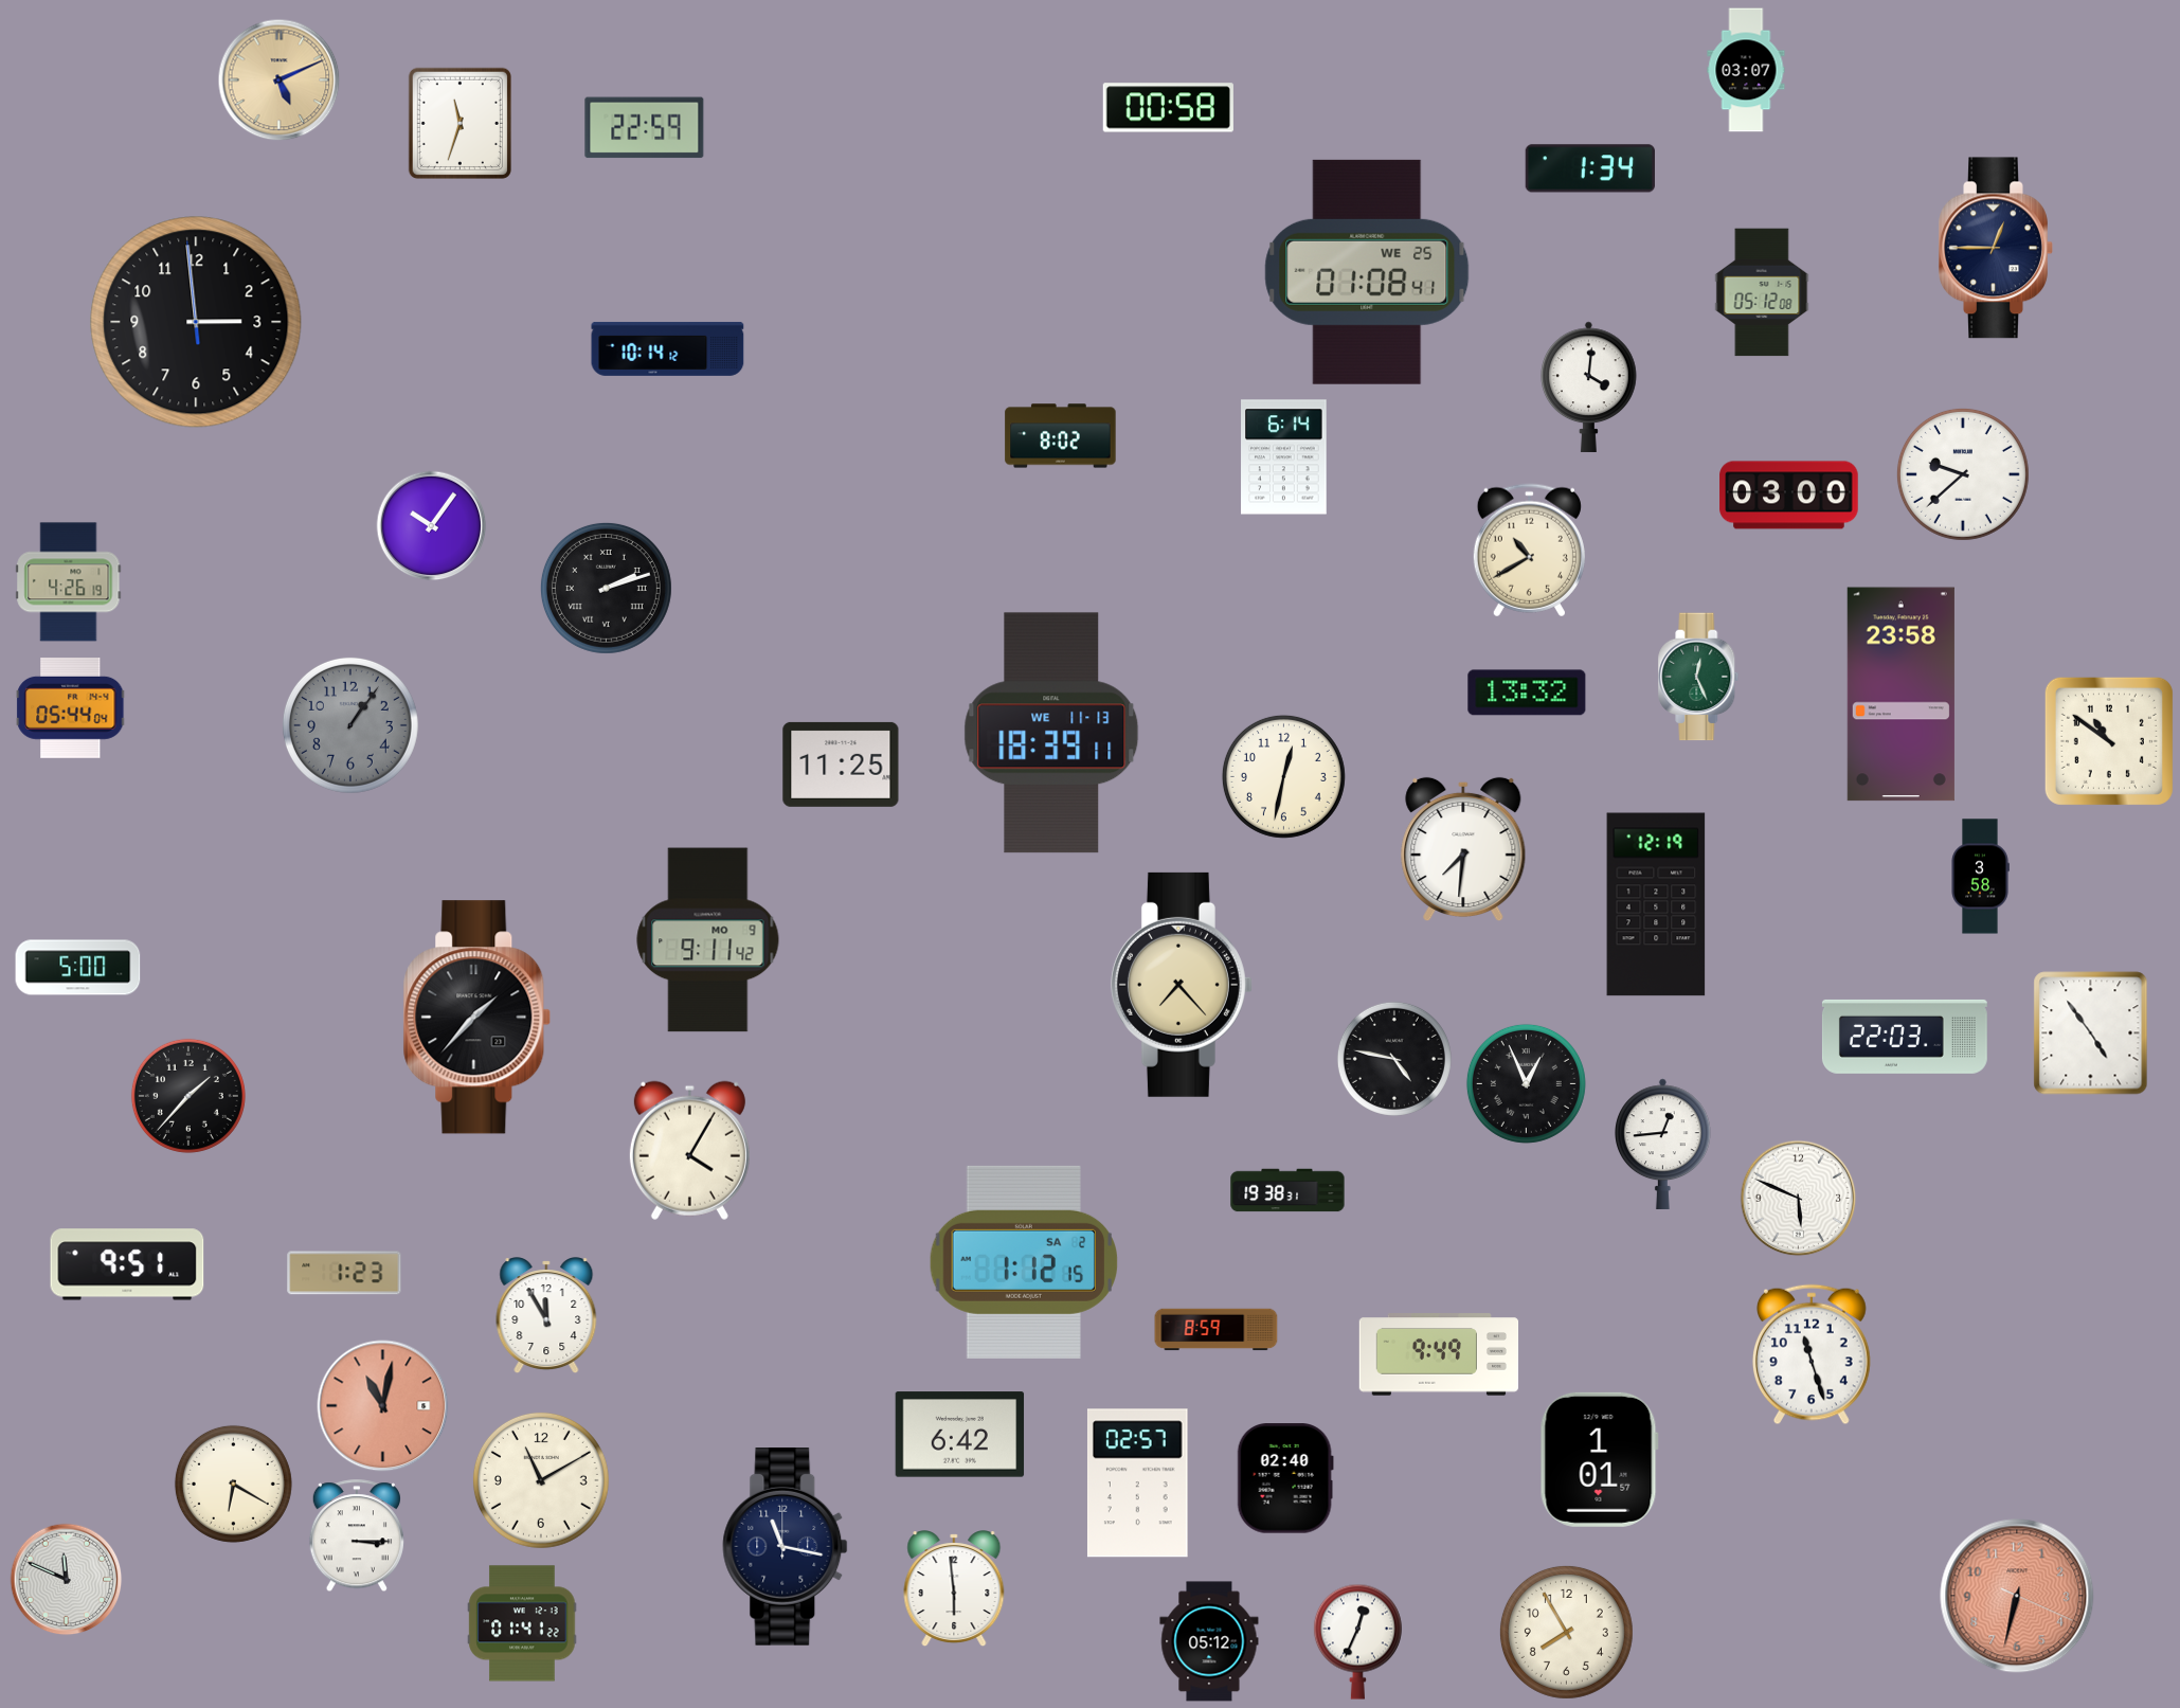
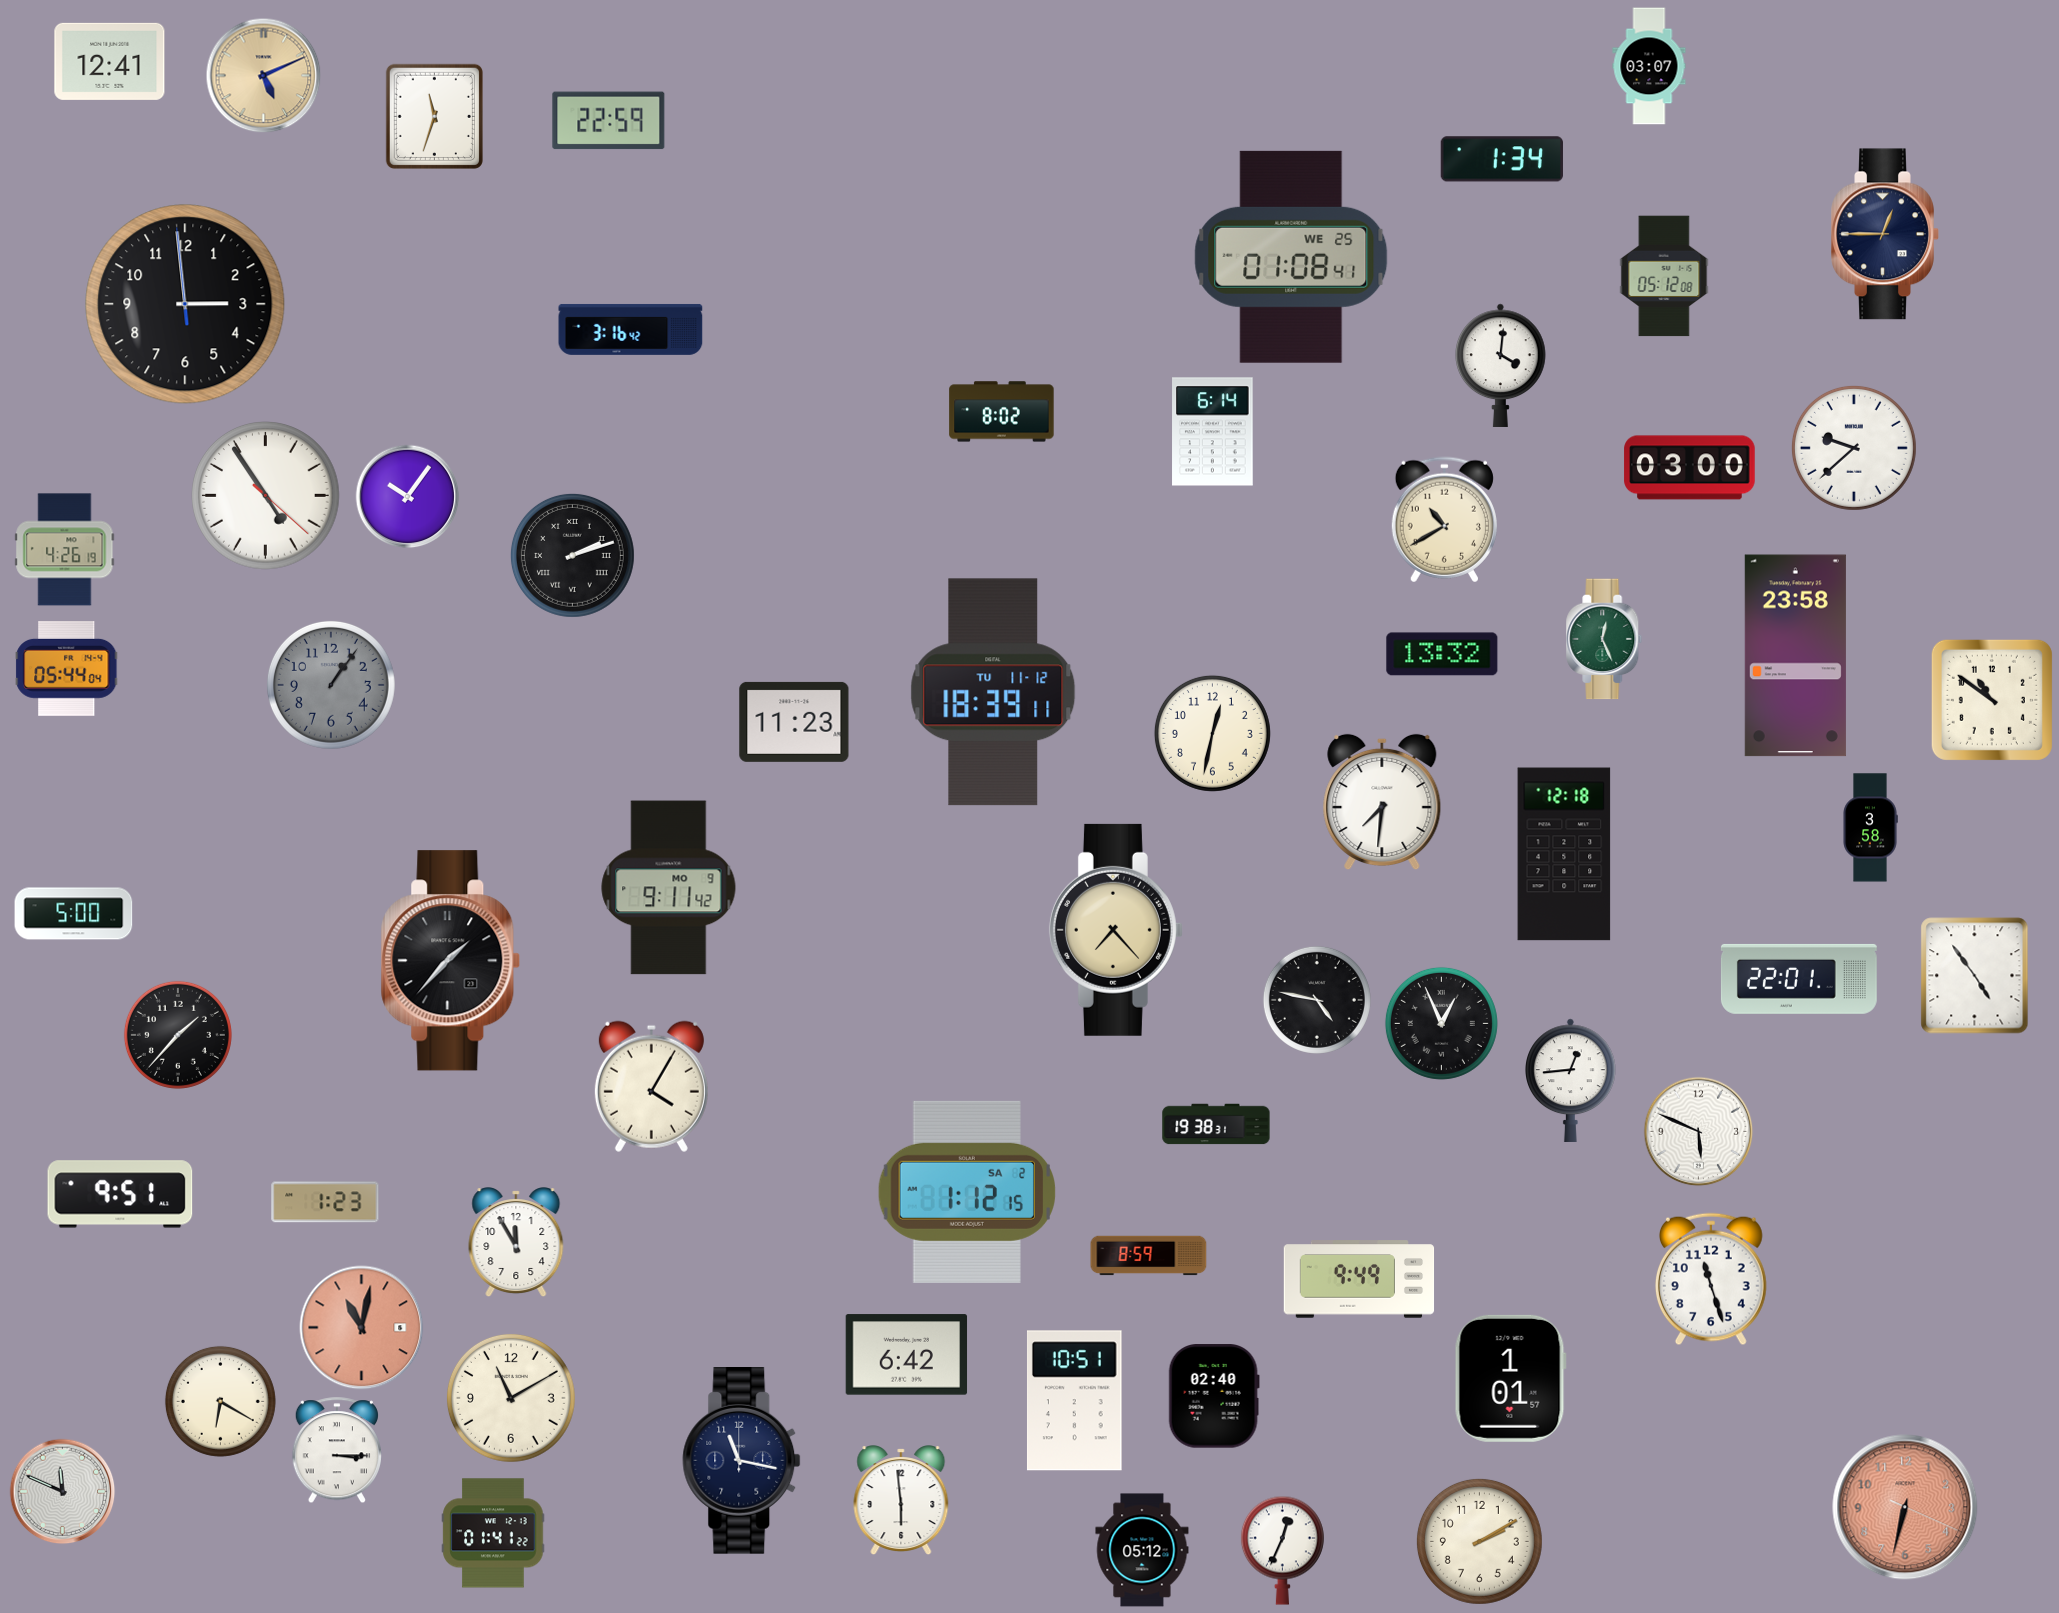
clock at (110, 61): none -> 12:41
clock at (1168, 108): 00:58 -> none
clock at (668, 348): 10:14 -> 3:16
clock at (266, 496): none -> 4:54
clock at (1051, 733) date: WE 11-13 -> TU 11-12
clock at (841, 765): 11:25 -> 11:23
clock at (1656, 904): 12:19 -> 12:18
clock at (1905, 1037): 22:03 -> 22:01
clock at (1137, 1484): 02:57 -> 10:51
clock at (1566, 1632): 7:55 -> 2:10
